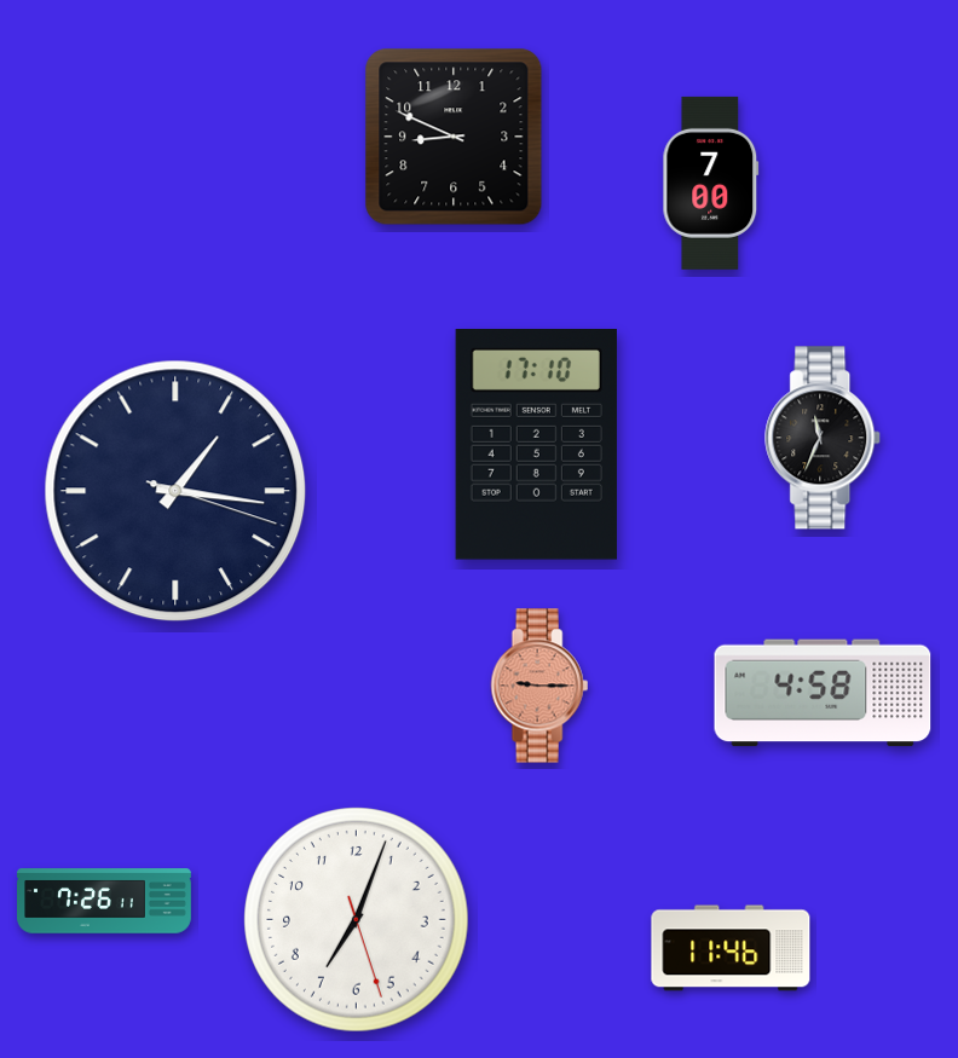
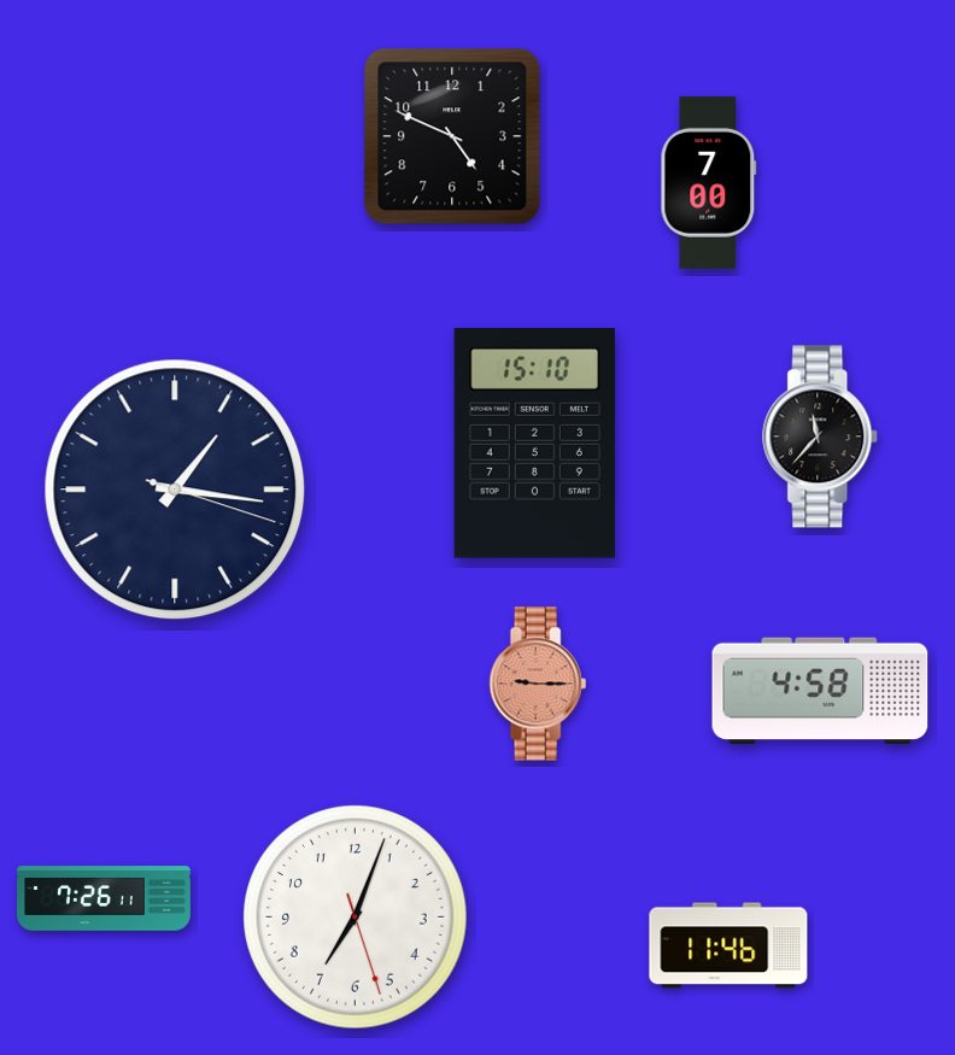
clock at (454, 137): 8:49 -> 4:49
clock at (824, 438): 11:34 -> 11:37
clock at (536, 445): 17:10 -> 15:10
